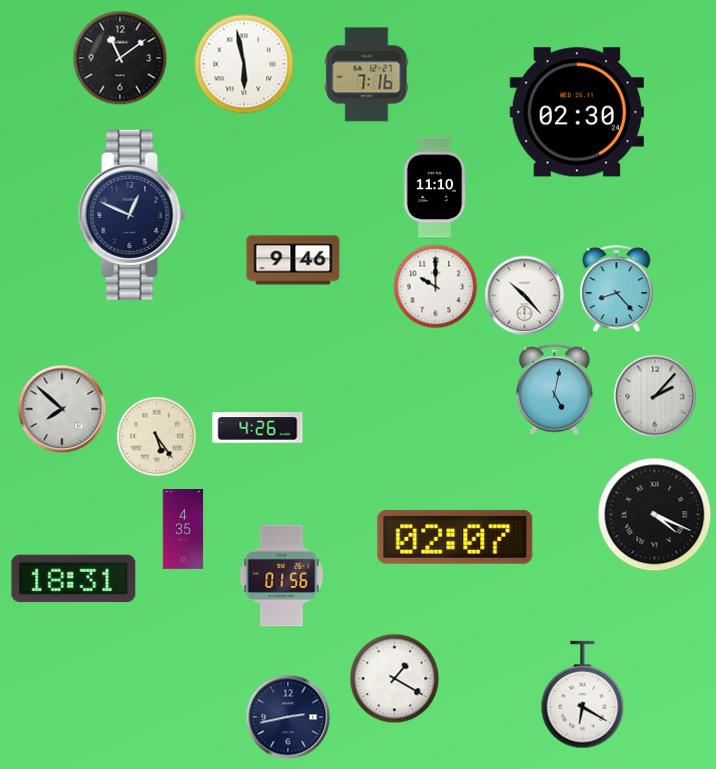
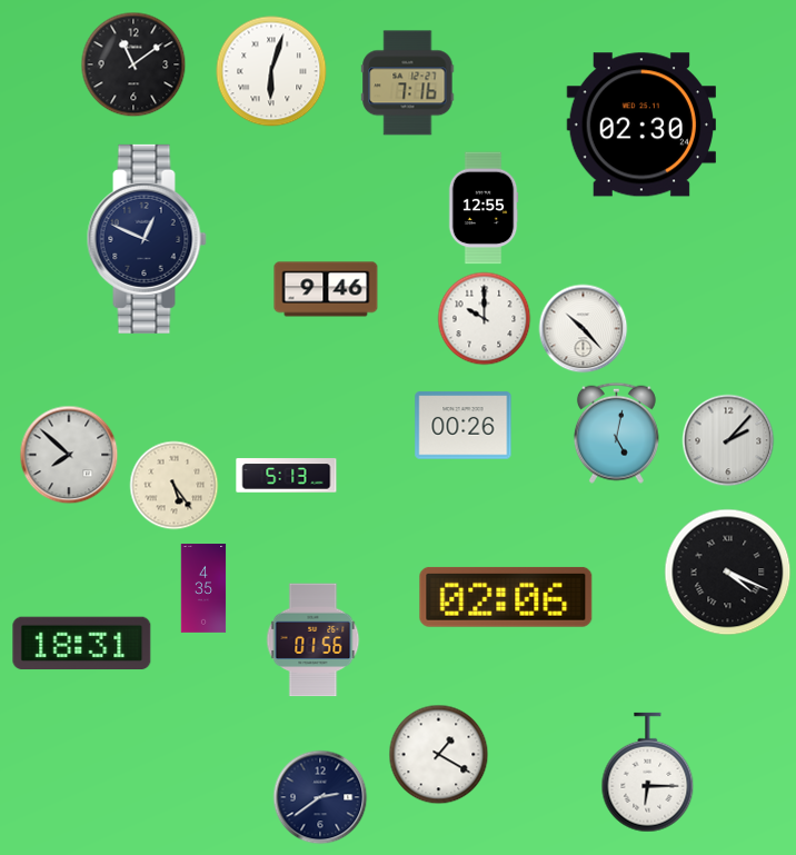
clock at (244, 64): 5:58 -> 6:03
clock at (435, 187): 11:10 -> 12:55
clock at (617, 289): 8:23 -> none
clock at (464, 426): none -> 00:26
clock at (258, 428): 4:26 -> 5:13
clock at (455, 537): 02:07 -> 02:06
clock at (583, 695): 6:20 -> 6:15
clock at (288, 717): 2:43 -> 2:39
